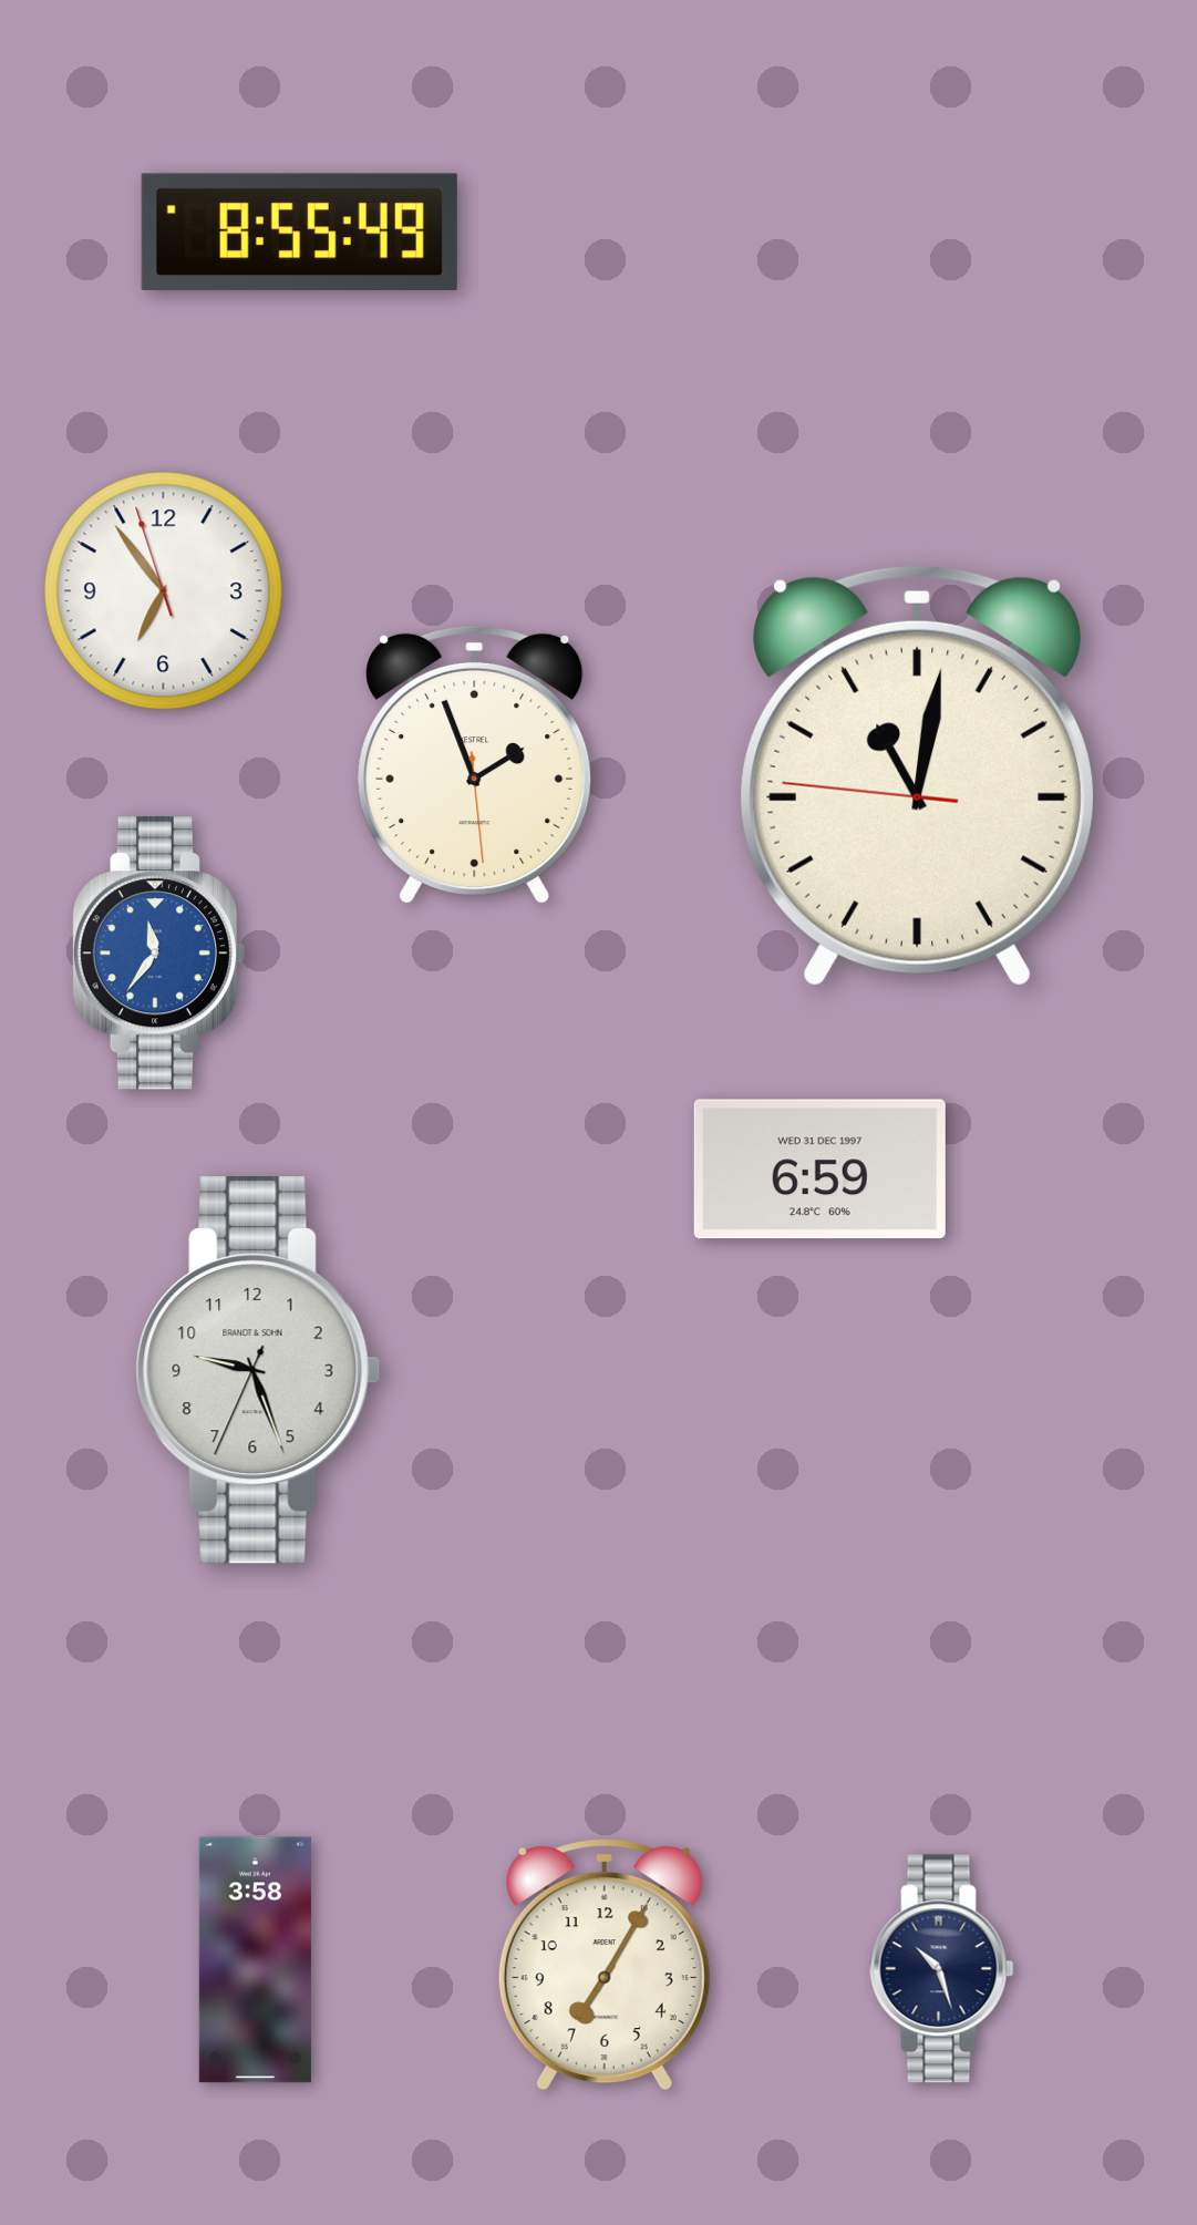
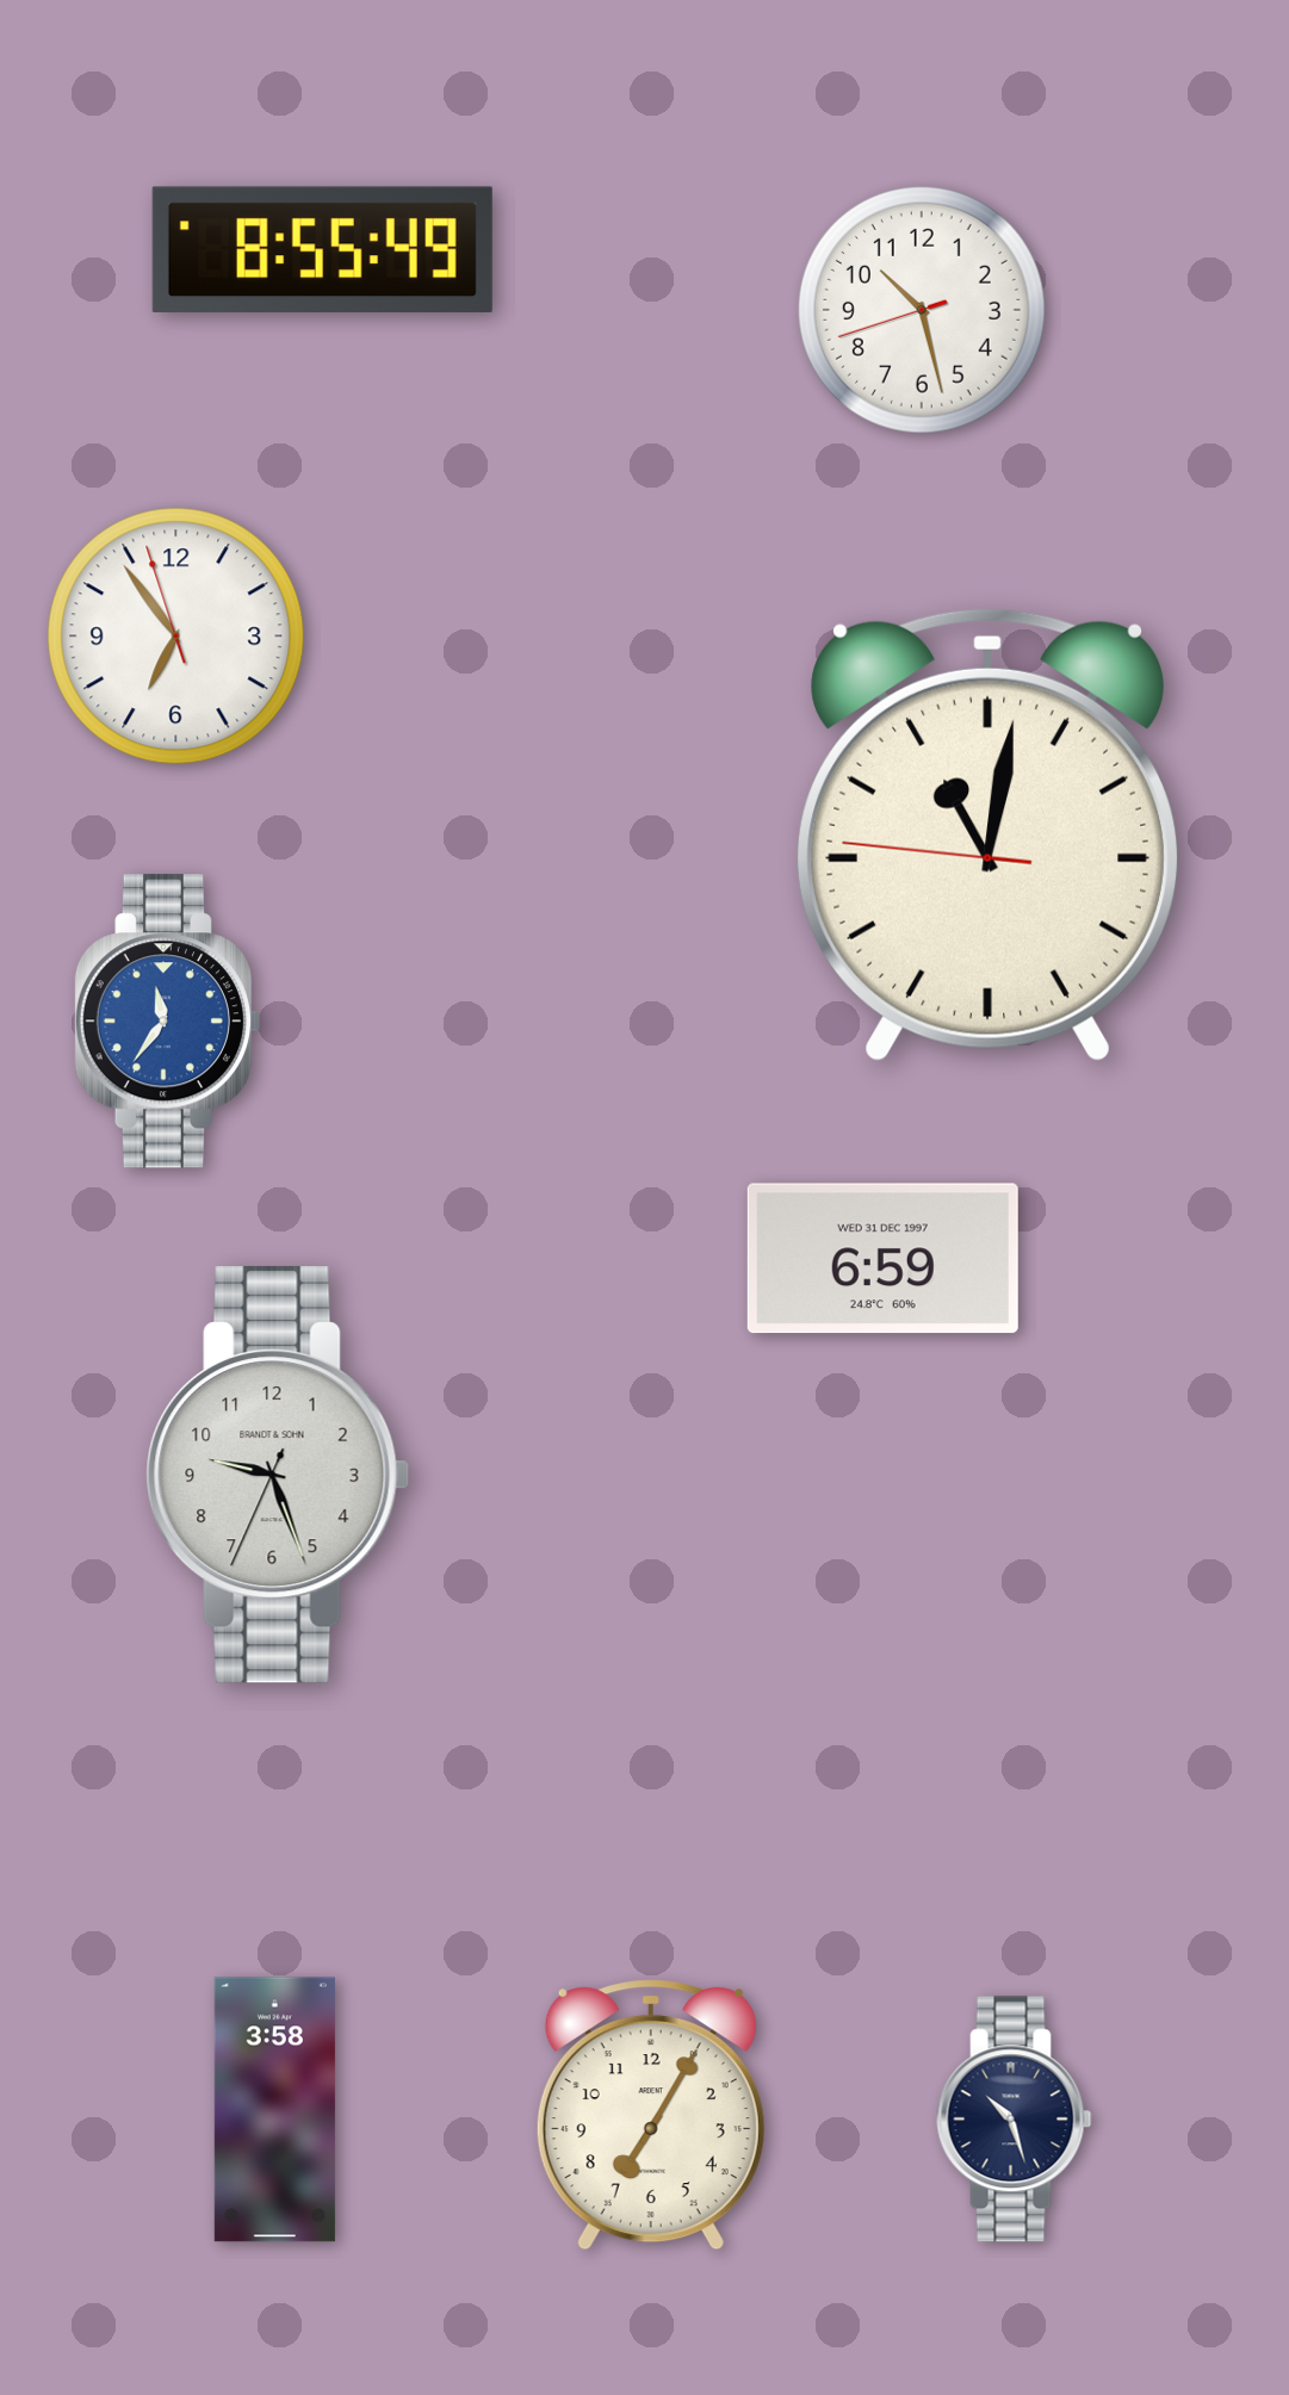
clock at (922, 310): none -> 10:27
clock at (475, 765): 1:56 -> none
clock at (158, 954) position: (158, 954) -> (167, 1022)
